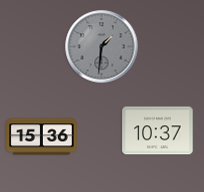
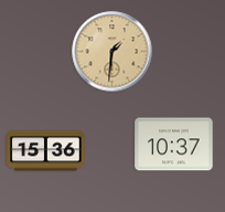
clock at (102, 47) dial: grey -> champagne
